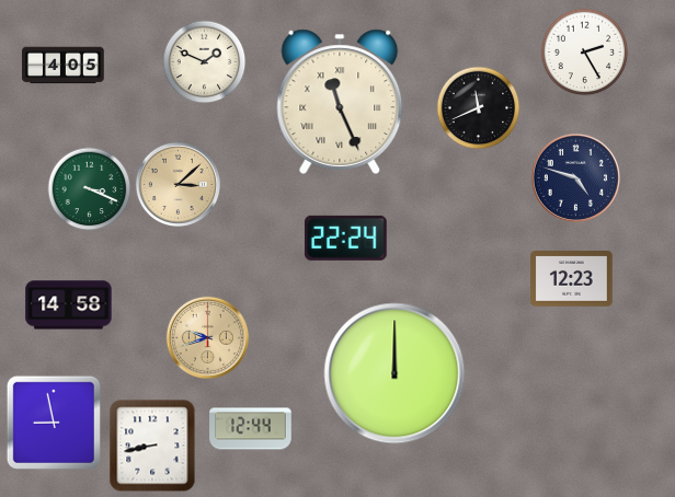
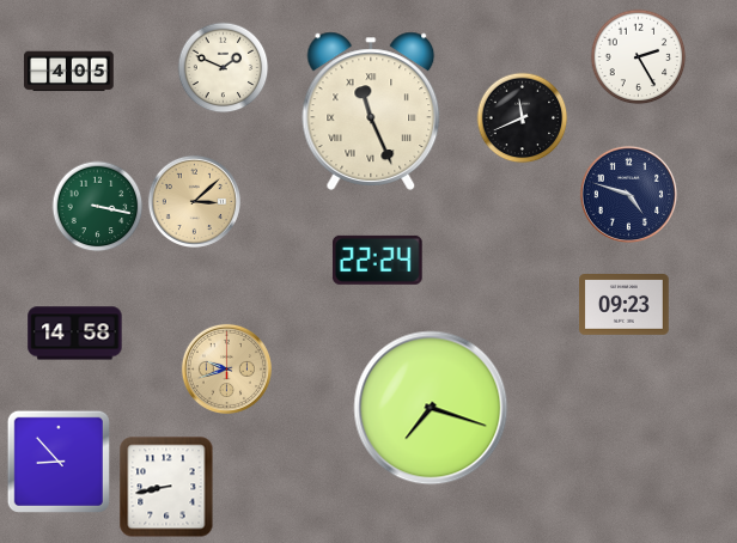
clock at (90, 189): 3:19 -> 3:17
clock at (572, 279): 12:23 -> 09:23
clock at (394, 373): 12:00 -> 7:18
clock at (54, 423): 8:58 -> 8:53
clock at (251, 429): 12:44 -> none
